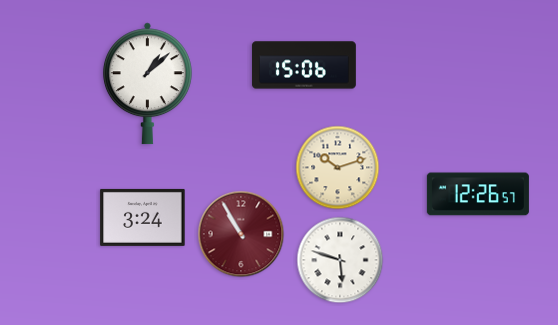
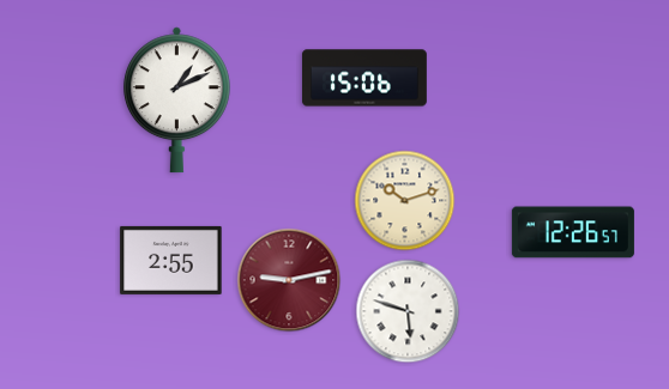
clock at (147, 84): 1:08 -> 1:11
clock at (143, 217): 3:24 -> 2:55
clock at (241, 234): 10:55 -> 9:13
